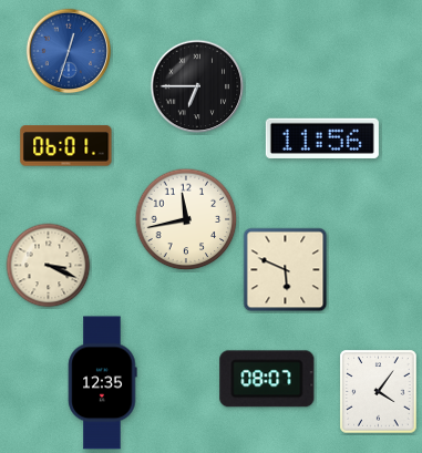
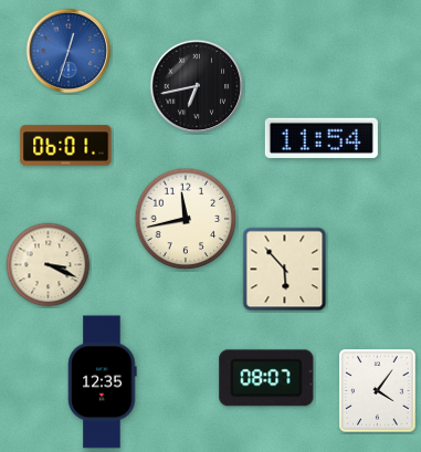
clock at (197, 86): 6:45 -> 6:43
clock at (322, 137): 11:56 -> 11:54
clock at (286, 270): 5:49 -> 5:53
